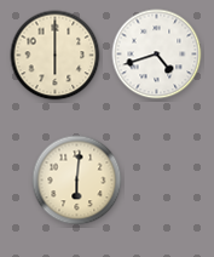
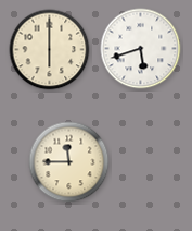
clock at (157, 55): 4:42 -> 5:42
clock at (77, 181): 6:01 -> 11:45
